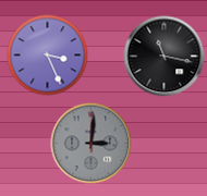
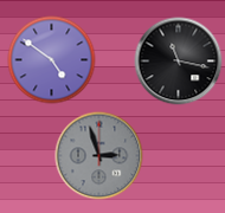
clock at (48, 56): 3:26 -> 4:51
clock at (92, 144): 3:01 -> 2:57
